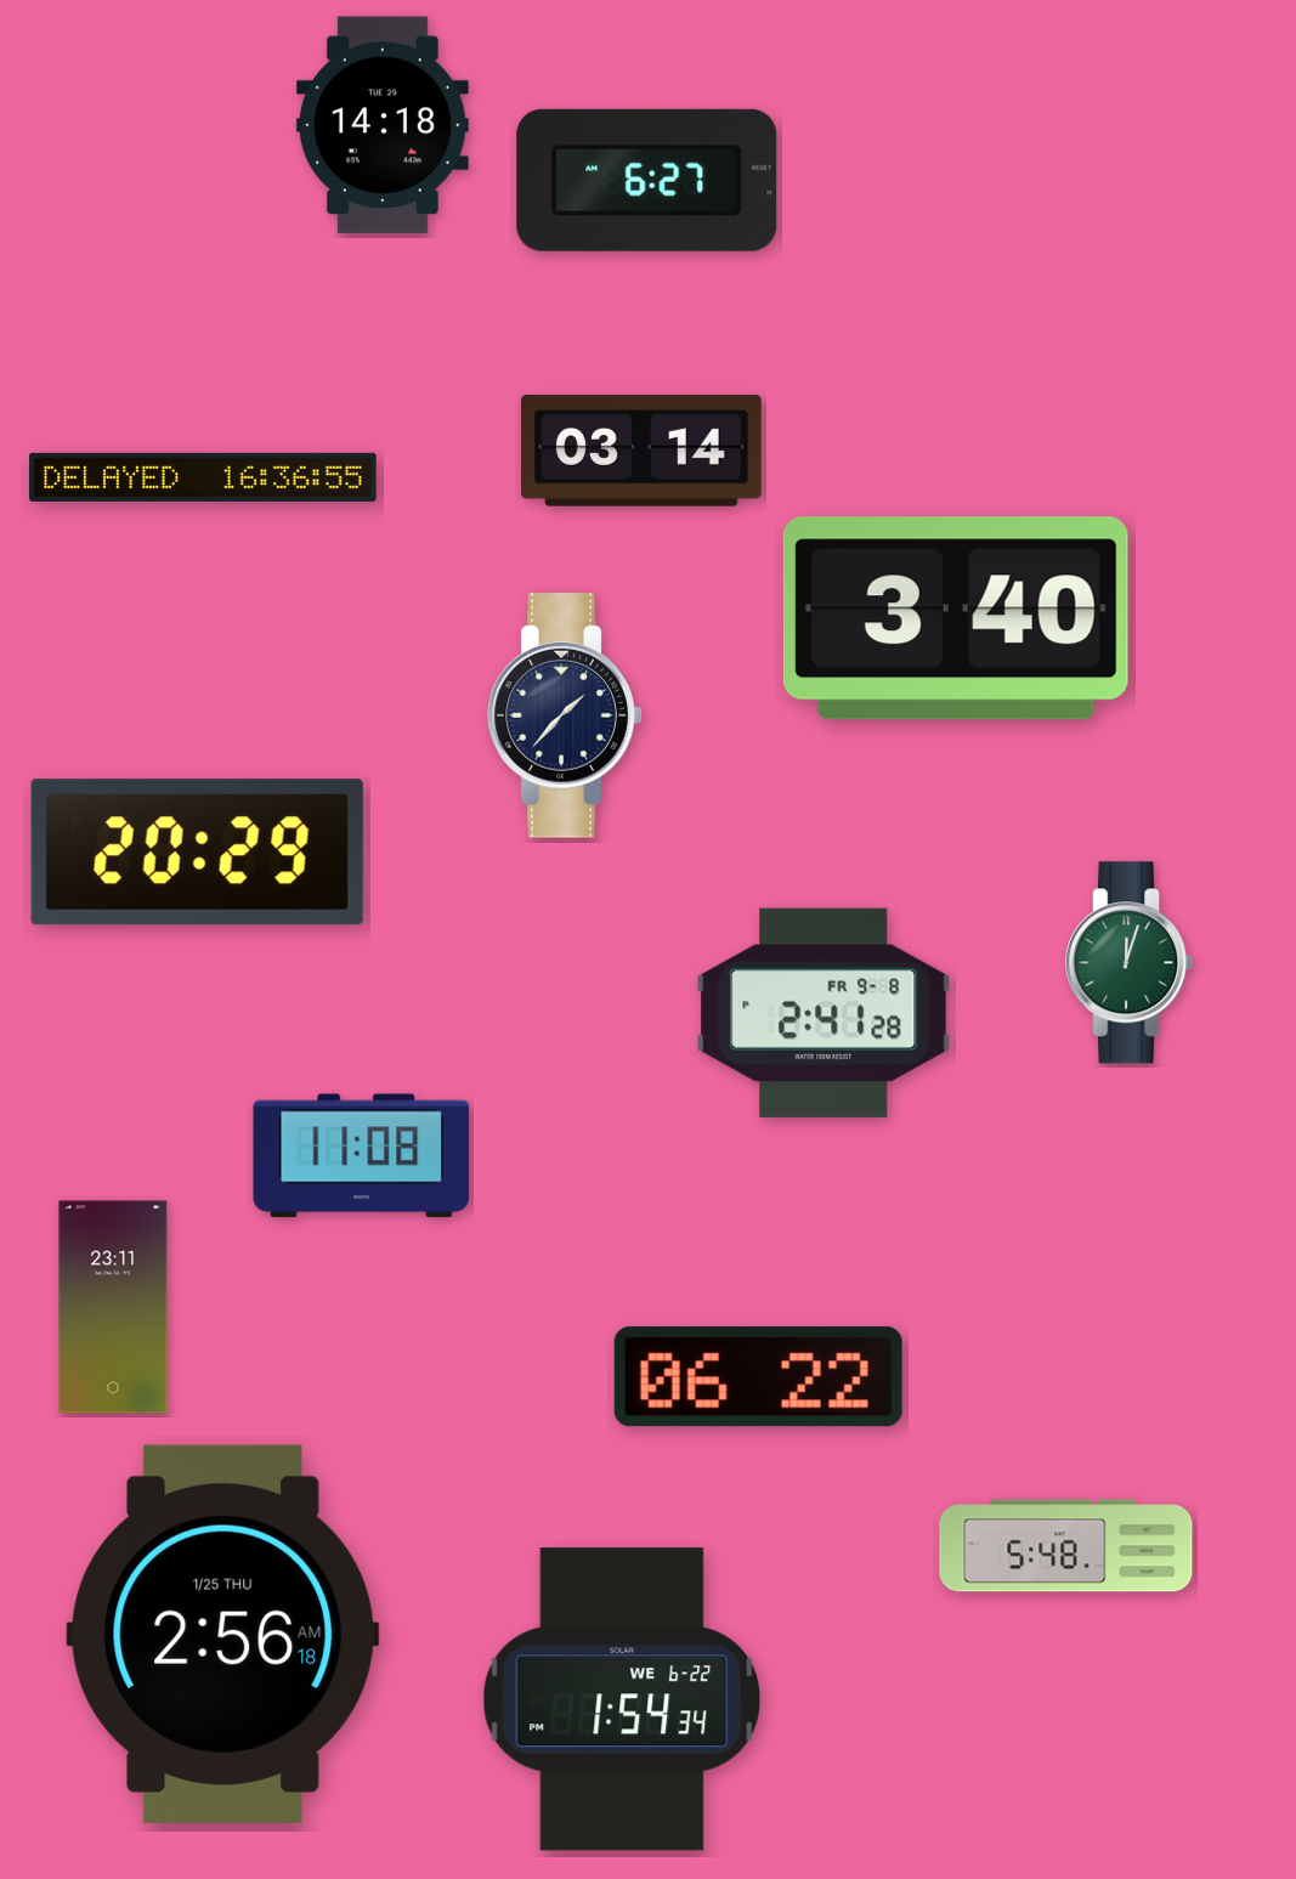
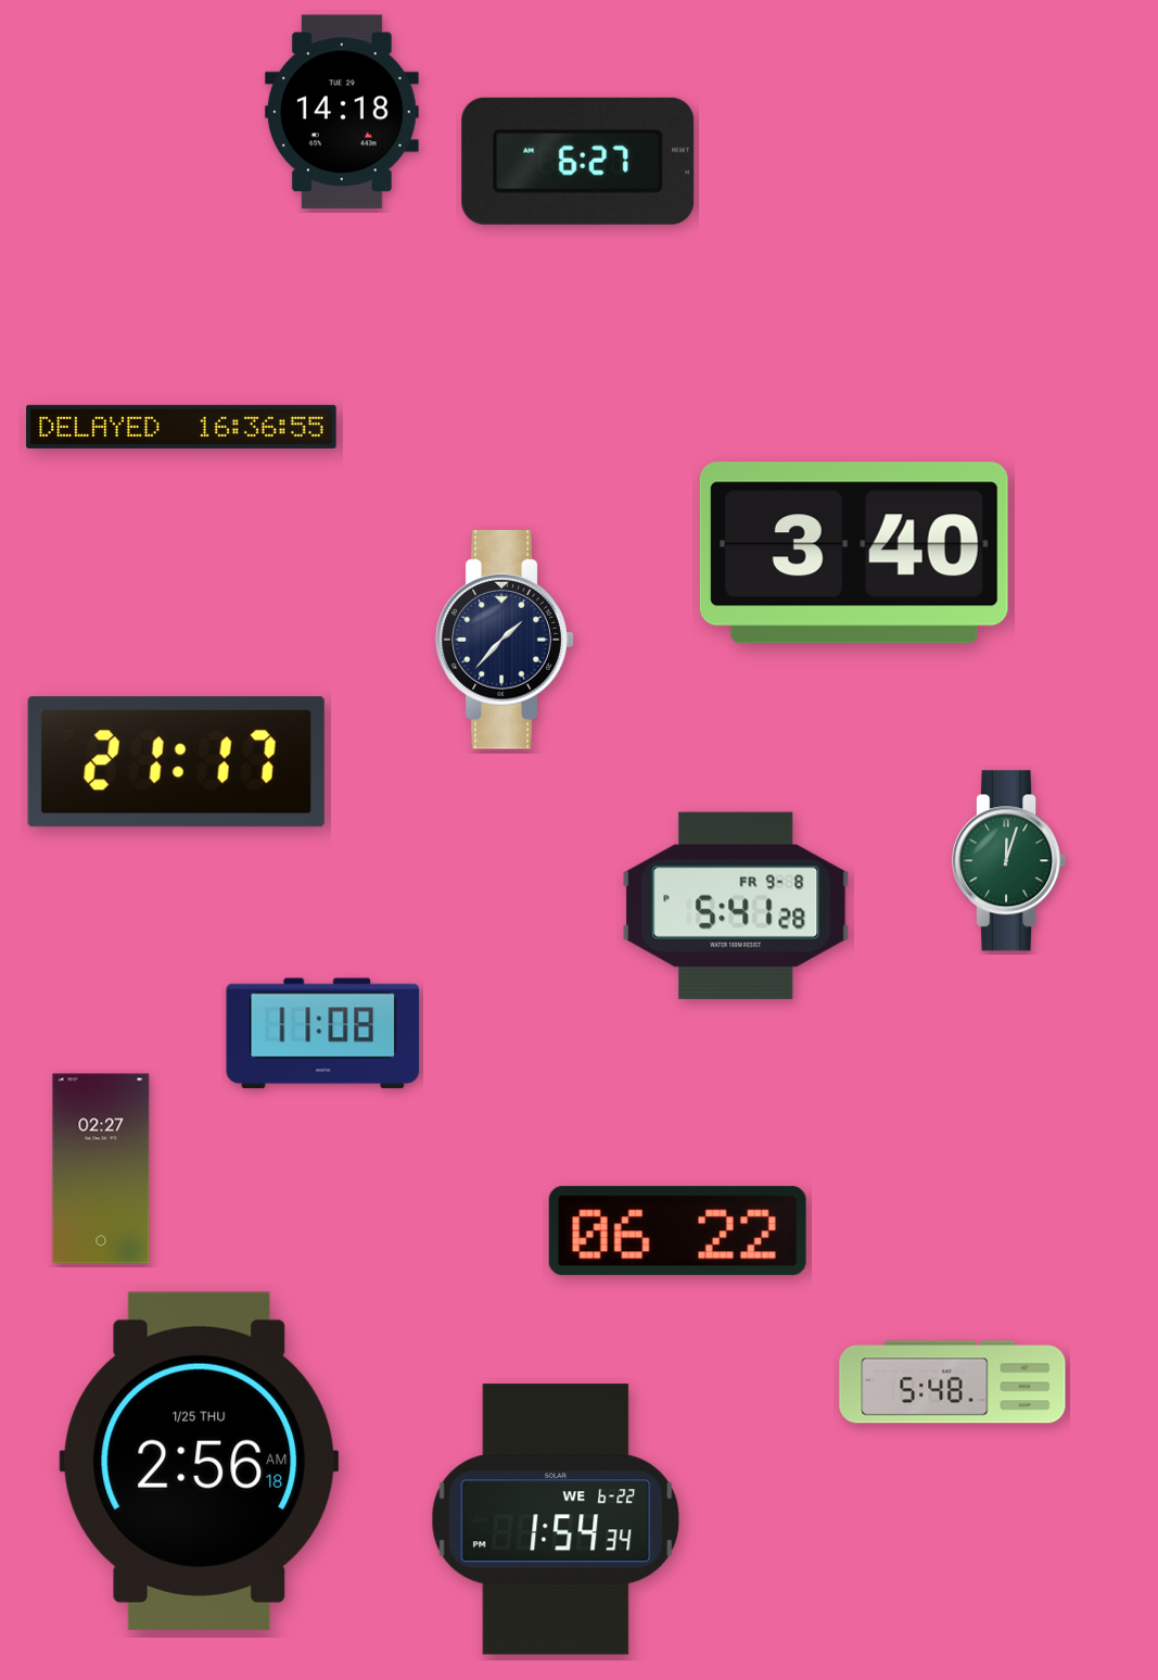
clock at (641, 451): 03:14 -> none
clock at (197, 853): 20:29 -> 21:17
clock at (824, 1013): 2:41 -> 5:41
clock at (113, 1307): 23:11 -> 02:27
